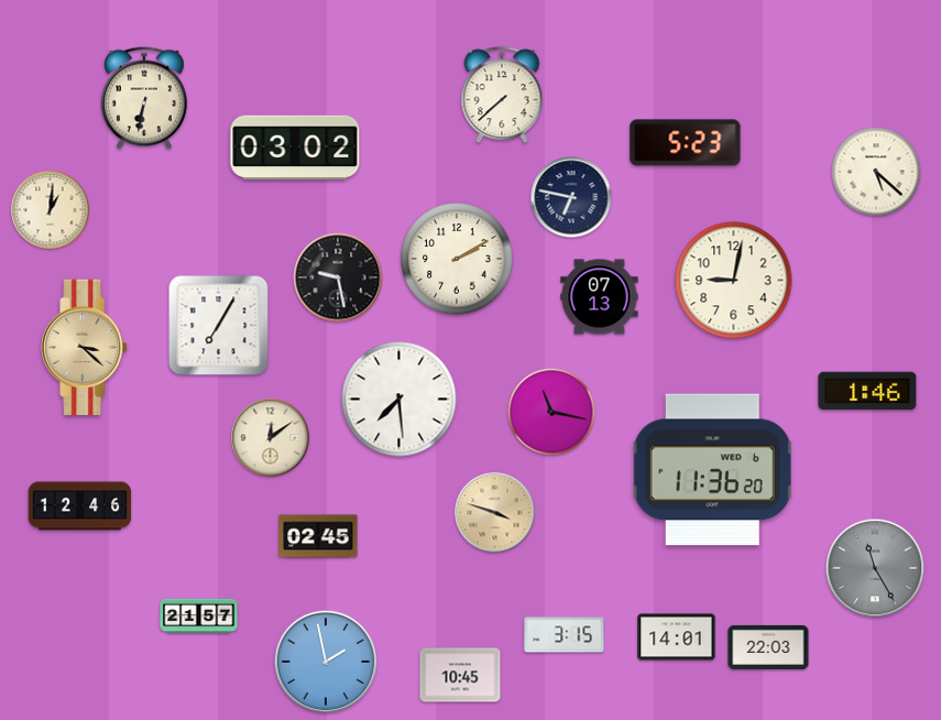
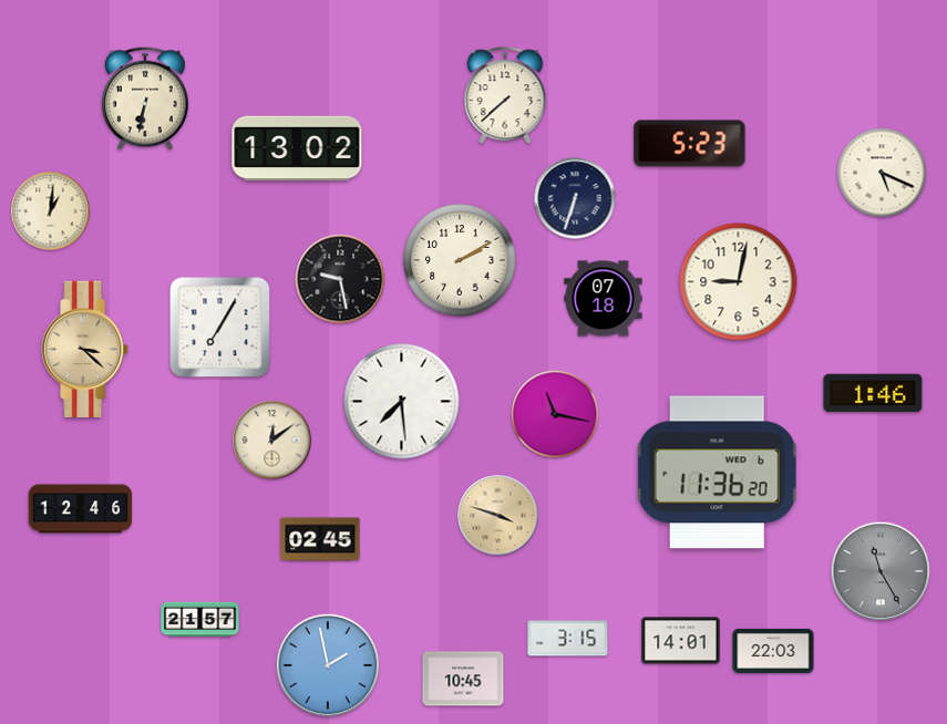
clock at (295, 148): 03:02 -> 13:02
clock at (876, 172): 5:22 -> 5:19
clock at (571, 197): 6:47 -> 6:33
clock at (600, 297): 07:13 -> 07:18
